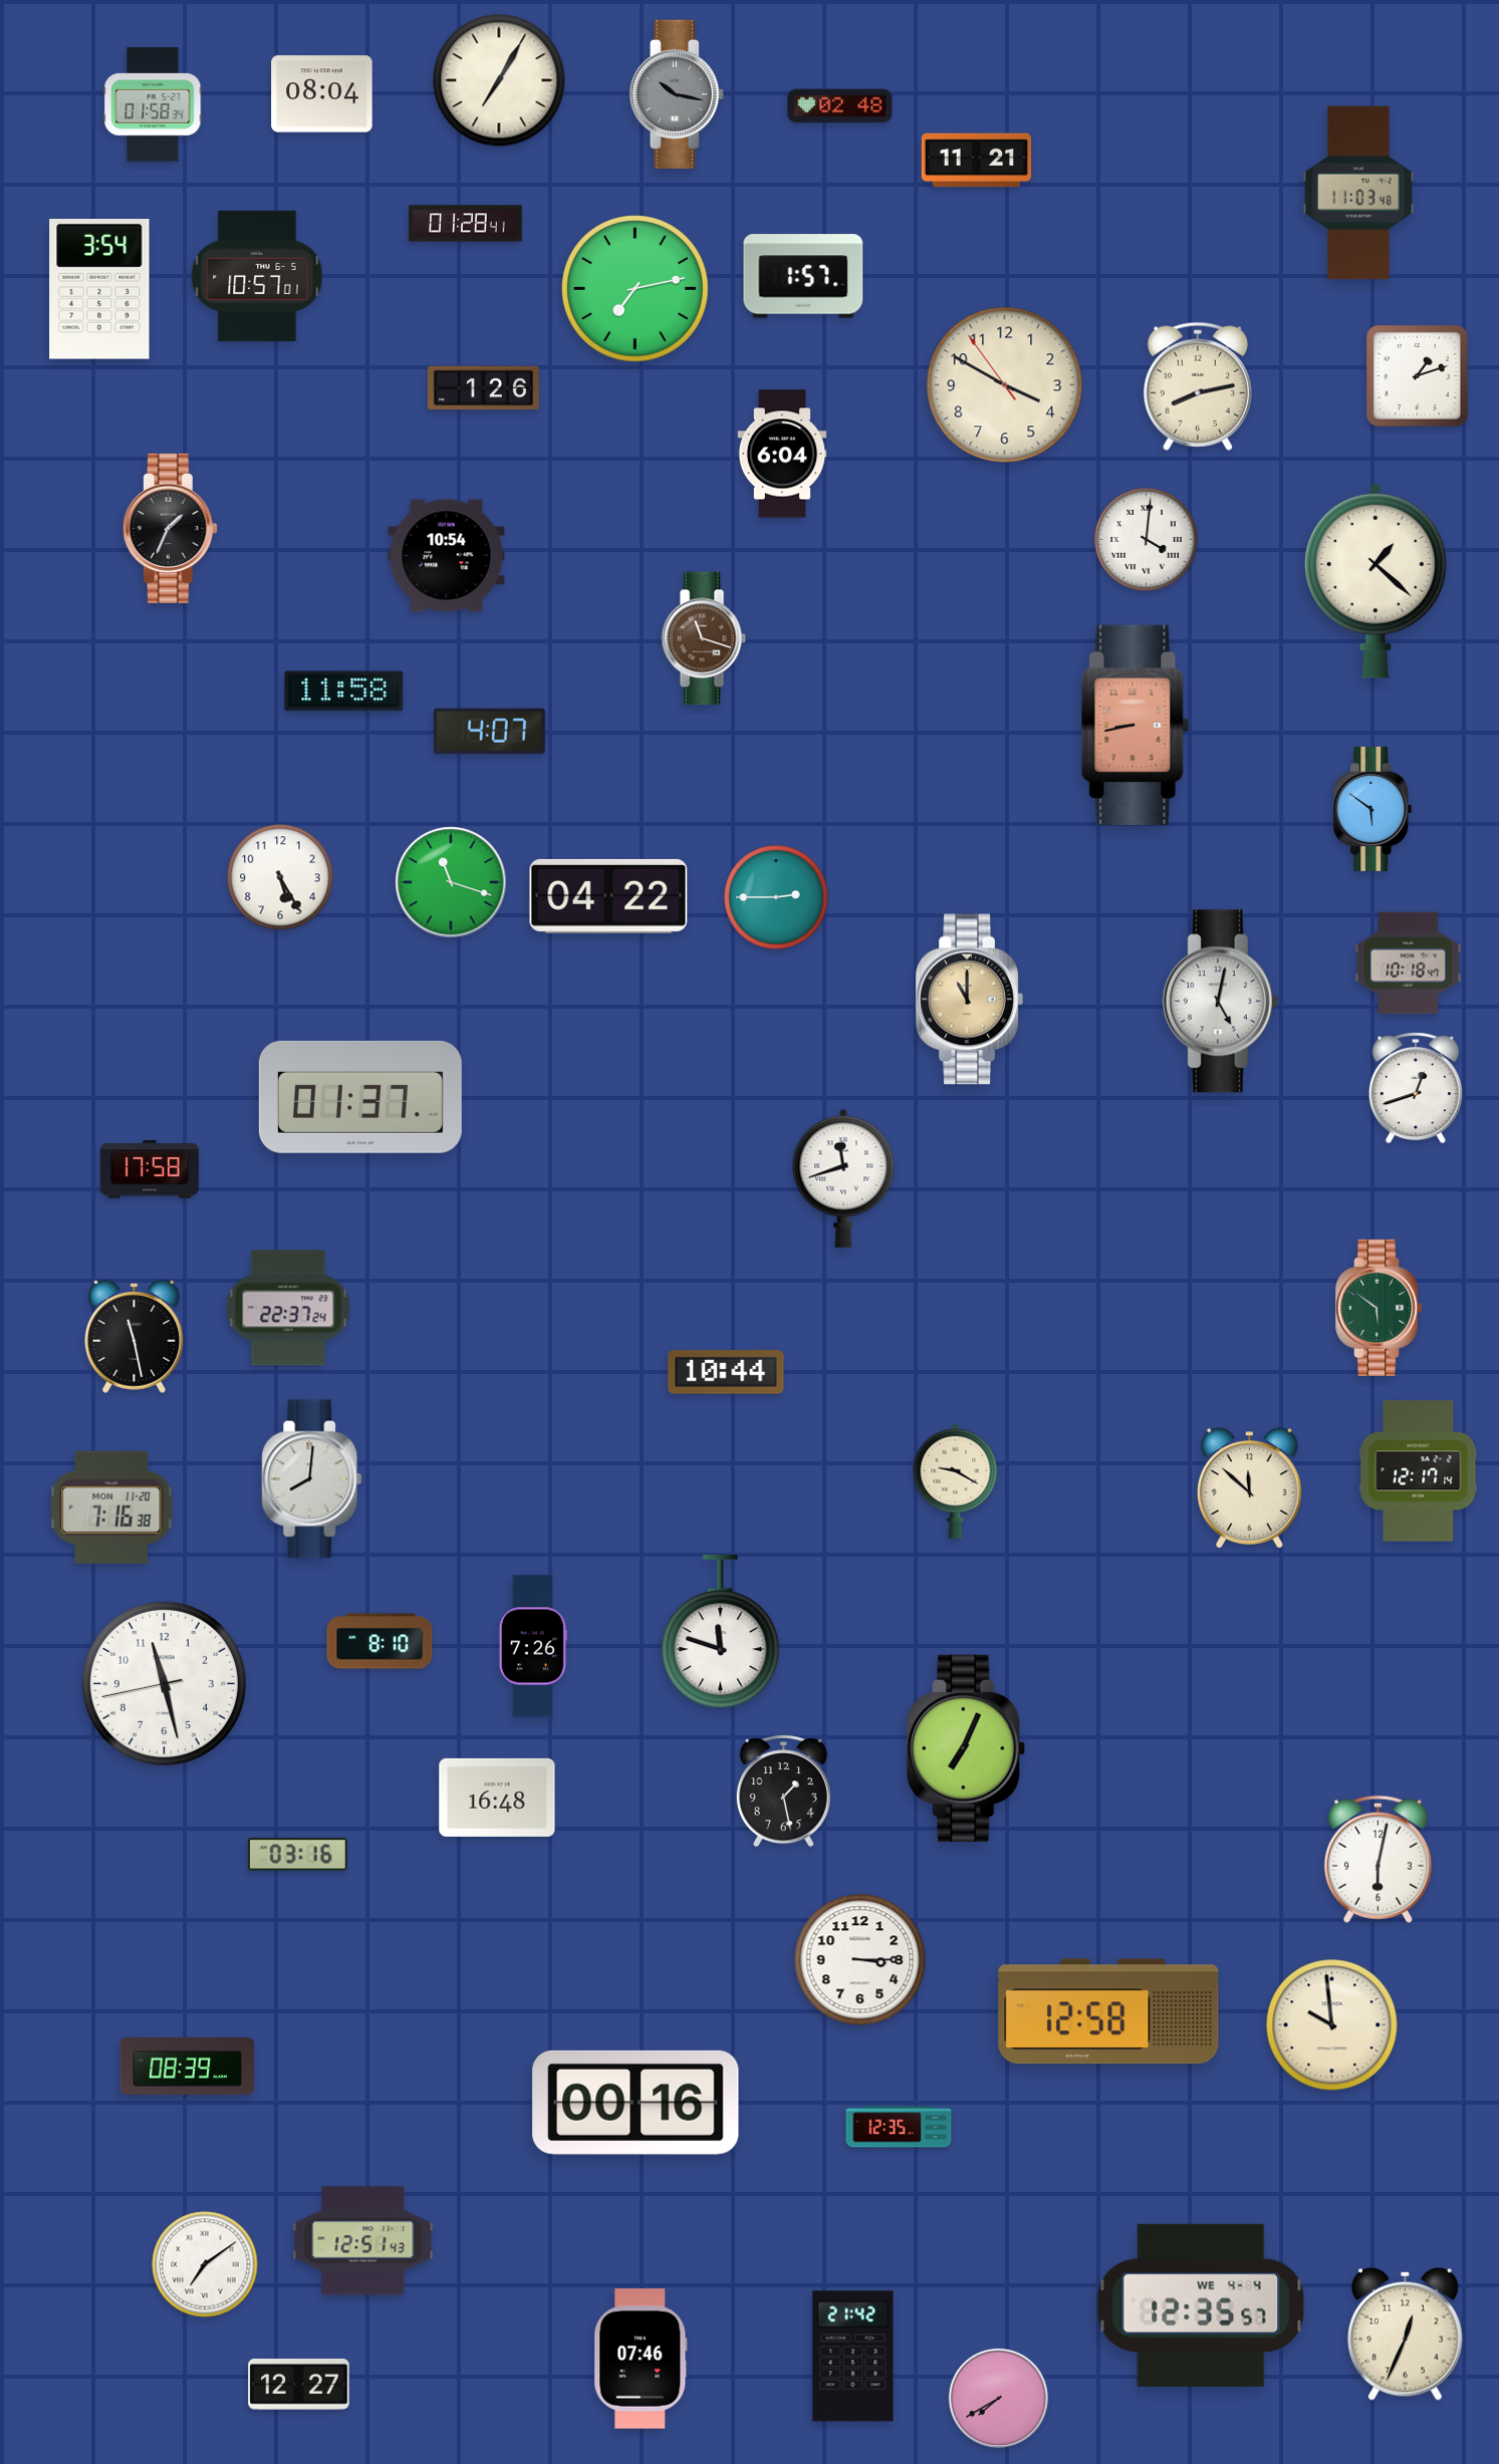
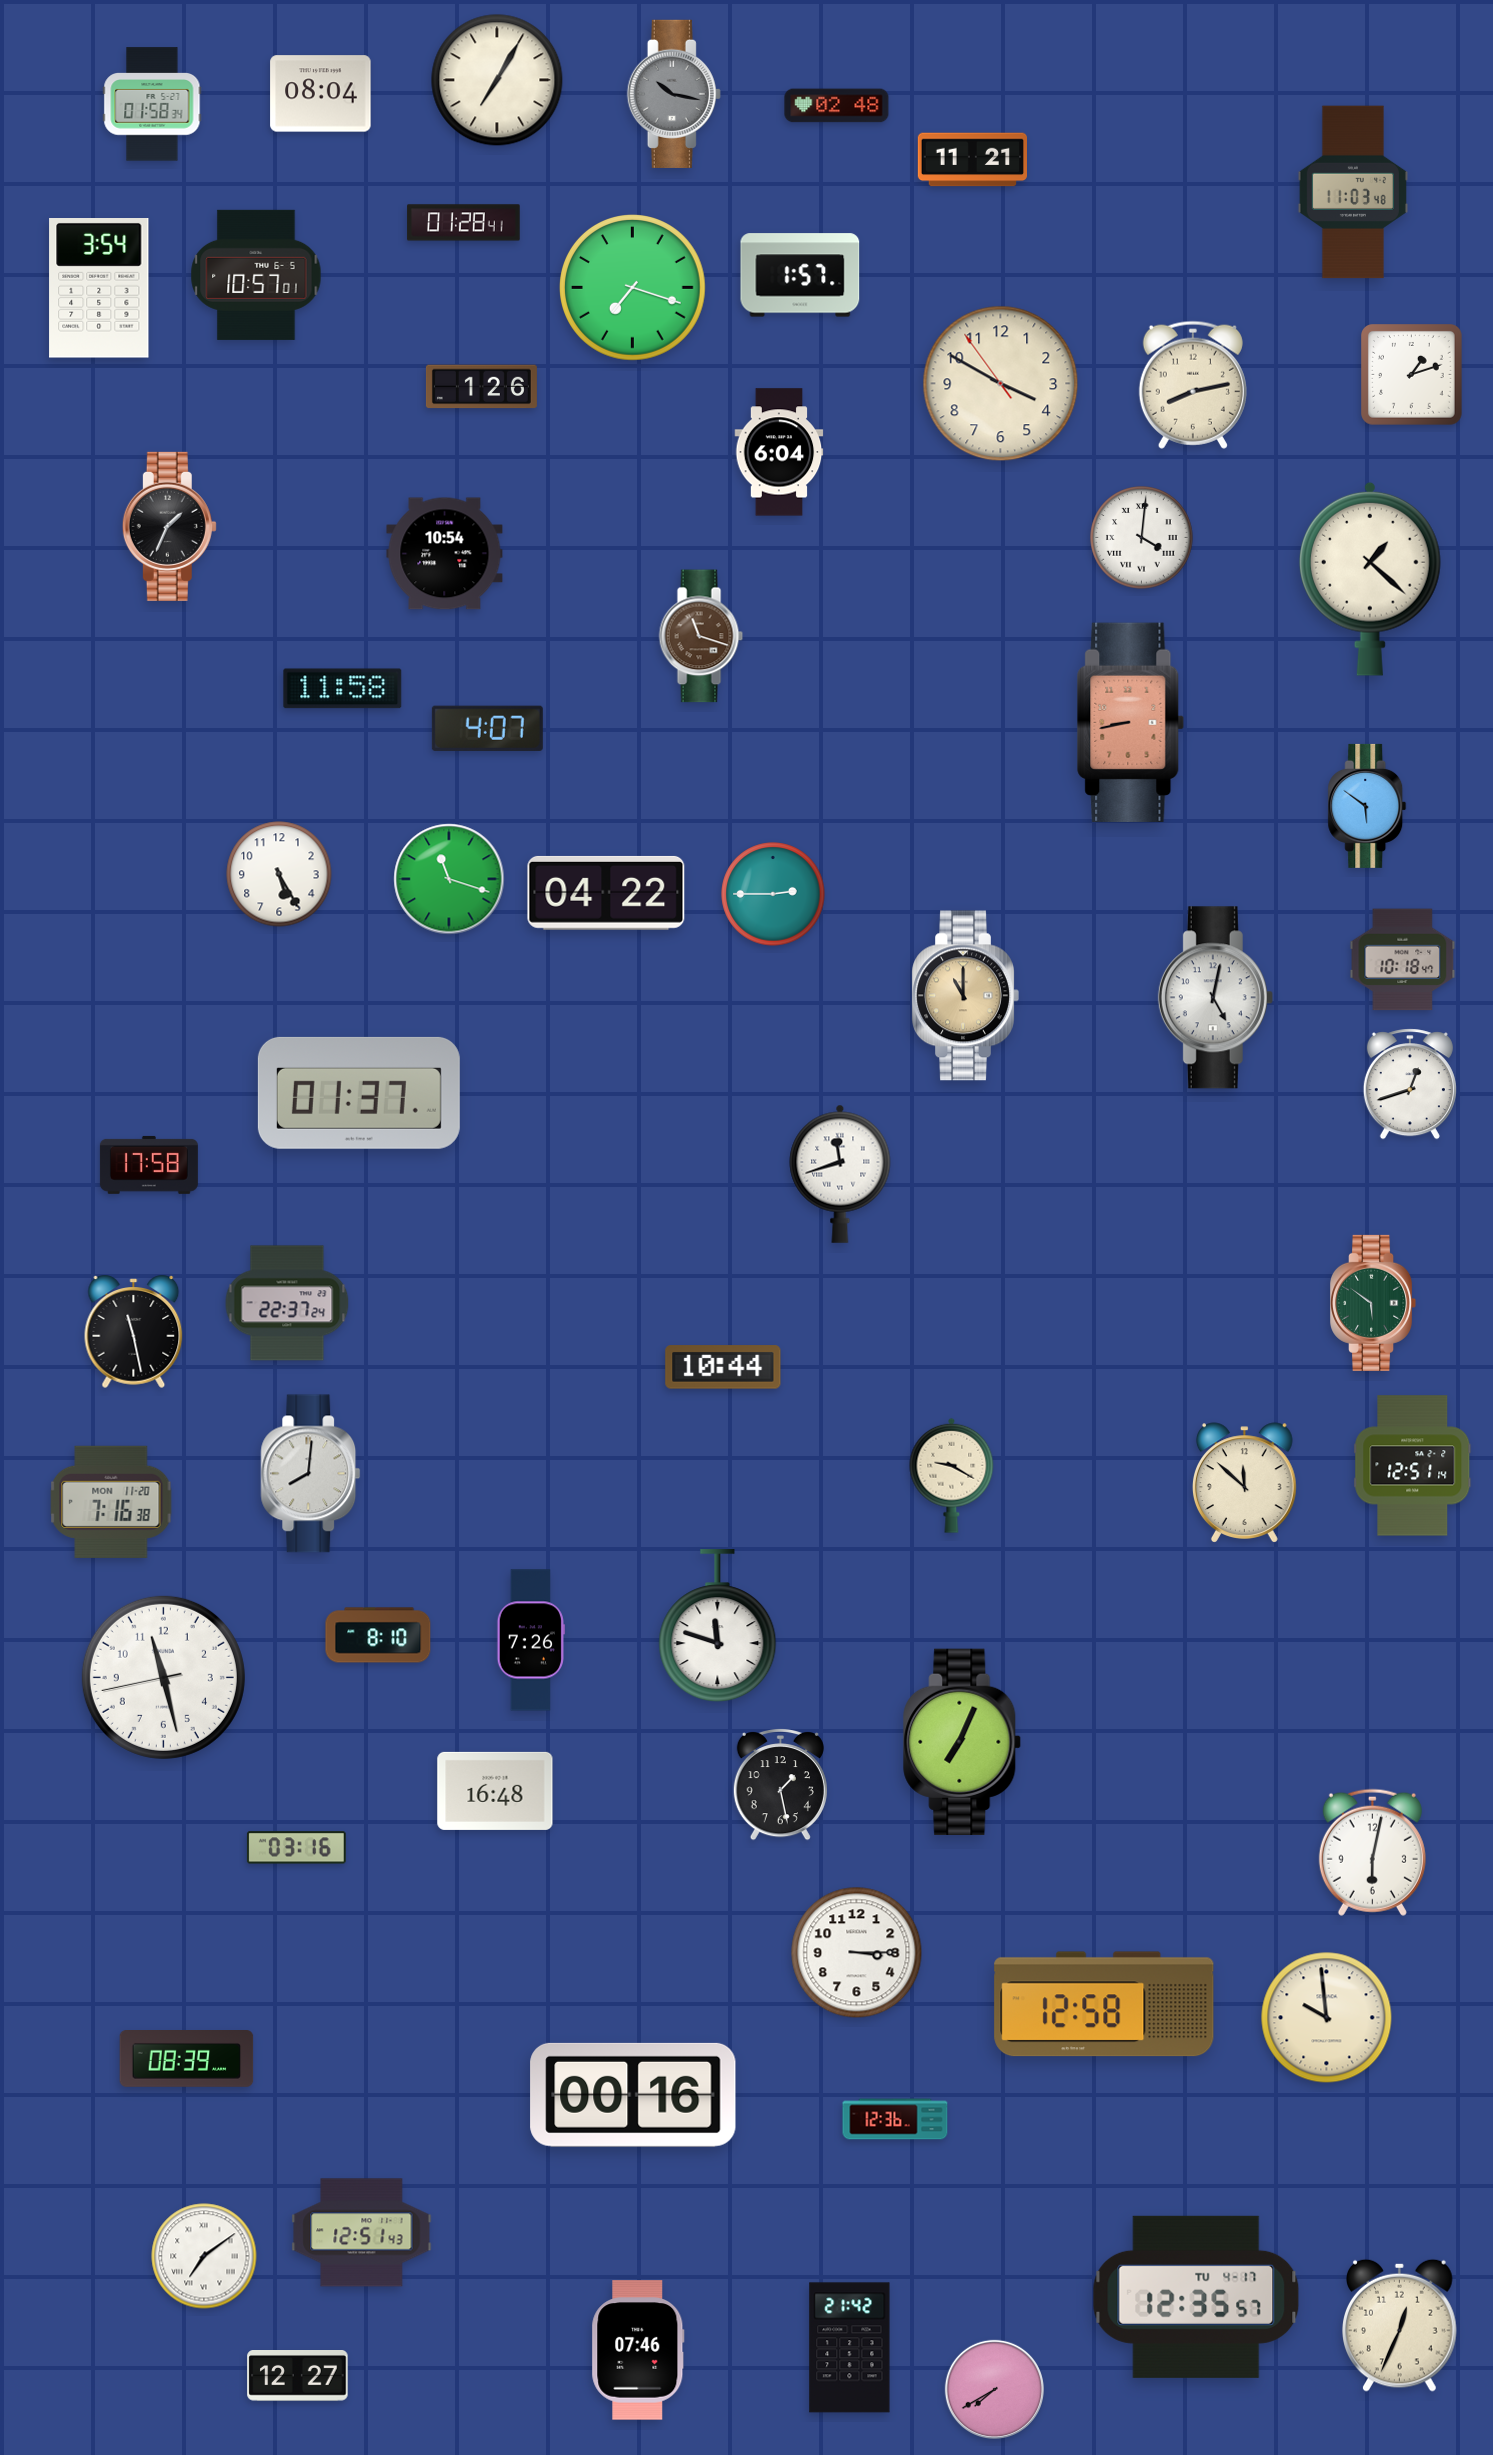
clock at (636, 289): 7:13 -> 7:18
clock at (1419, 1471): 12:17 -> 12:51
clock at (899, 2127): 12:35 -> 12:36
clock at (1201, 2305) date: WE 4-4 -> TU 4-17
